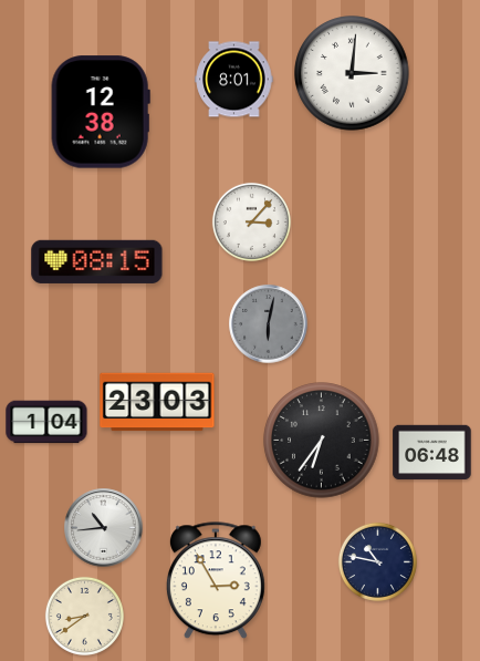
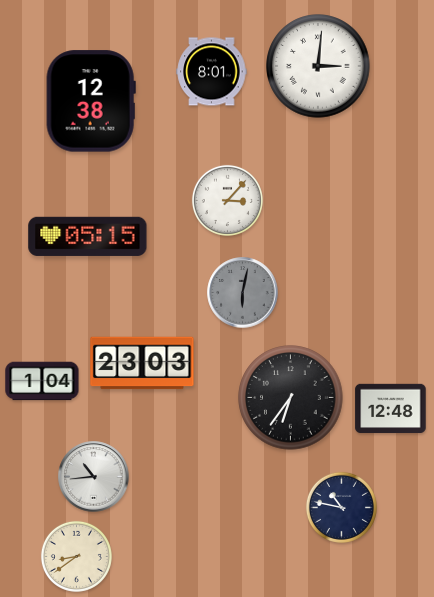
clock at (97, 261): 08:15 -> 05:15
clock at (432, 453): 06:48 -> 12:48
clock at (216, 581): 2:55 -> none
